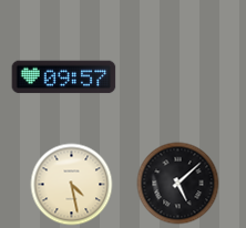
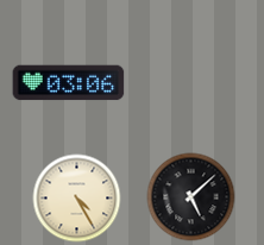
clock at (64, 77): 09:57 -> 03:06
clock at (72, 185): 4:28 -> 4:25
